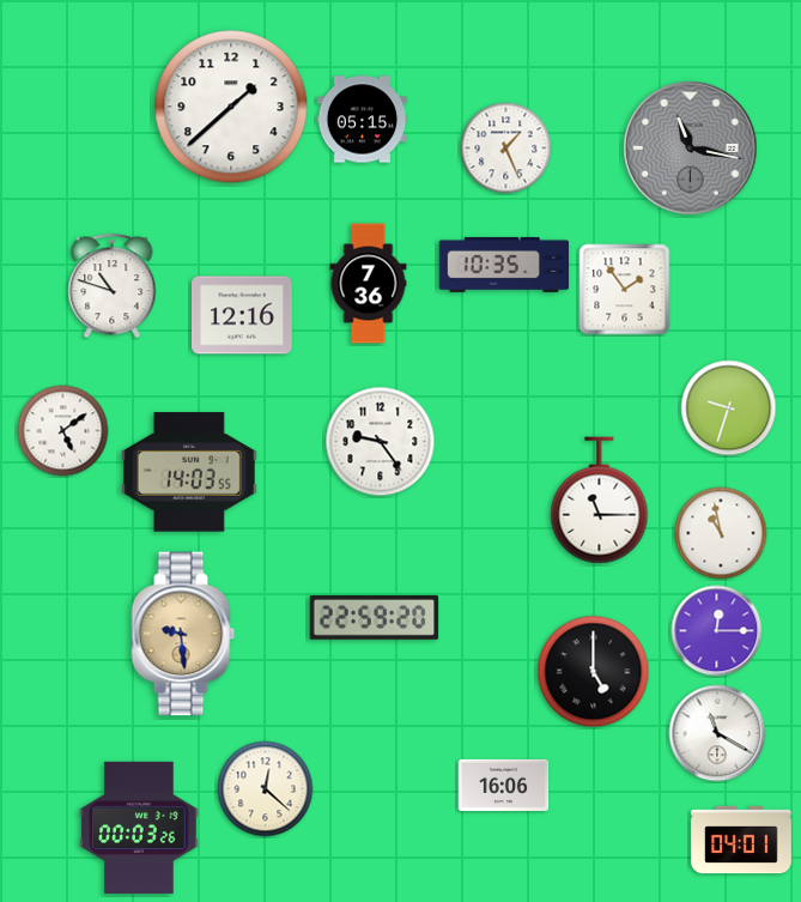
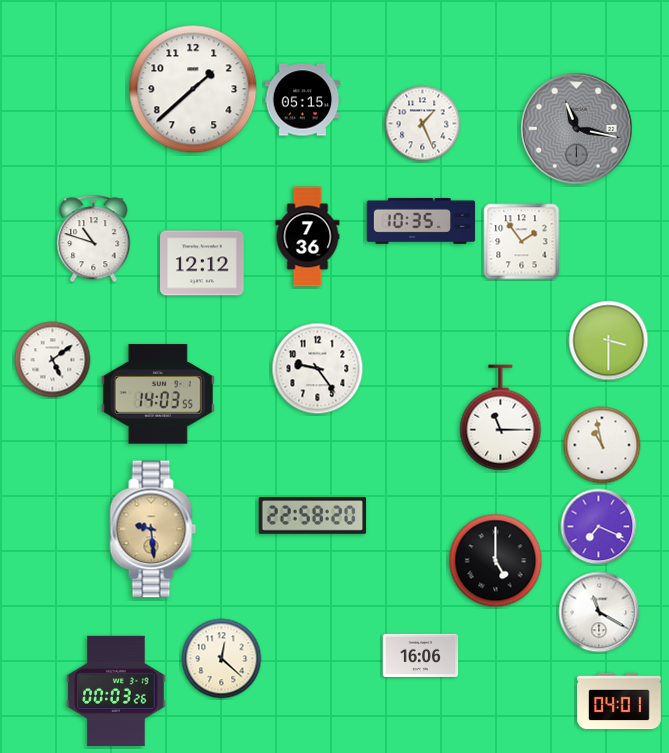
clock at (691, 149) position: (691, 149) -> (577, 129)
clock at (243, 315): 12:16 -> 12:12
clock at (729, 408): 9:33 -> 3:30
clock at (375, 618): 22:59 -> 22:58
clock at (717, 631): 12:15 -> 7:19
